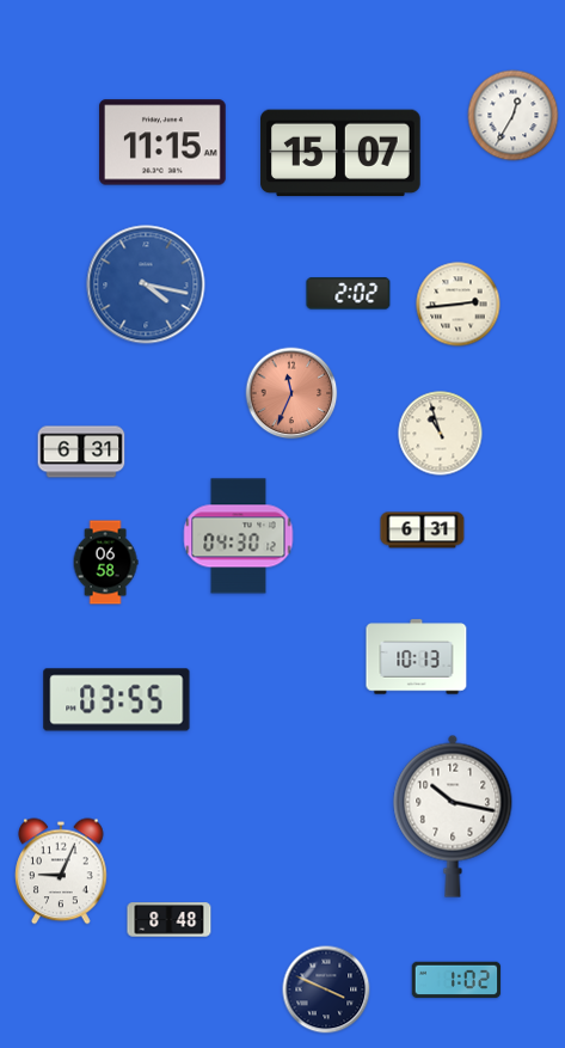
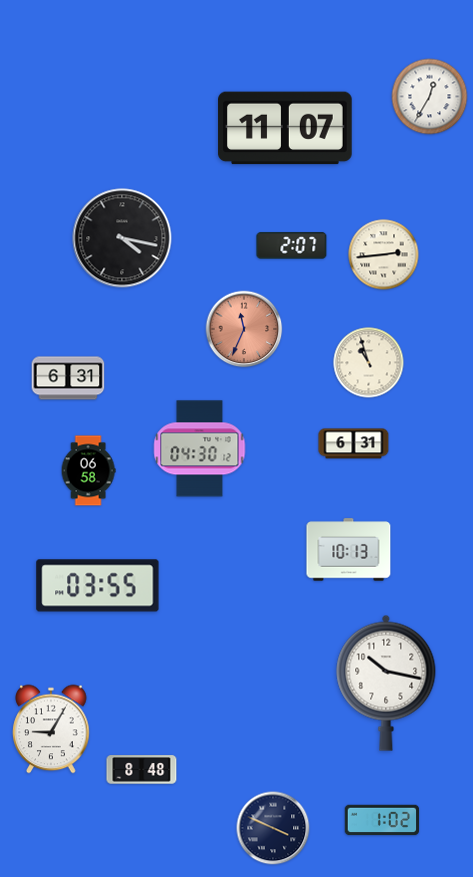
clock at (162, 142): 11:15 -> none
clock at (340, 153): 15:07 -> 11:07
clock at (146, 284) dial: blue -> black
clock at (349, 294): 2:02 -> 2:07
clock at (453, 816) position: (453, 816) -> (386, 683)
clock at (61, 871): 9:04 -> 9:05
